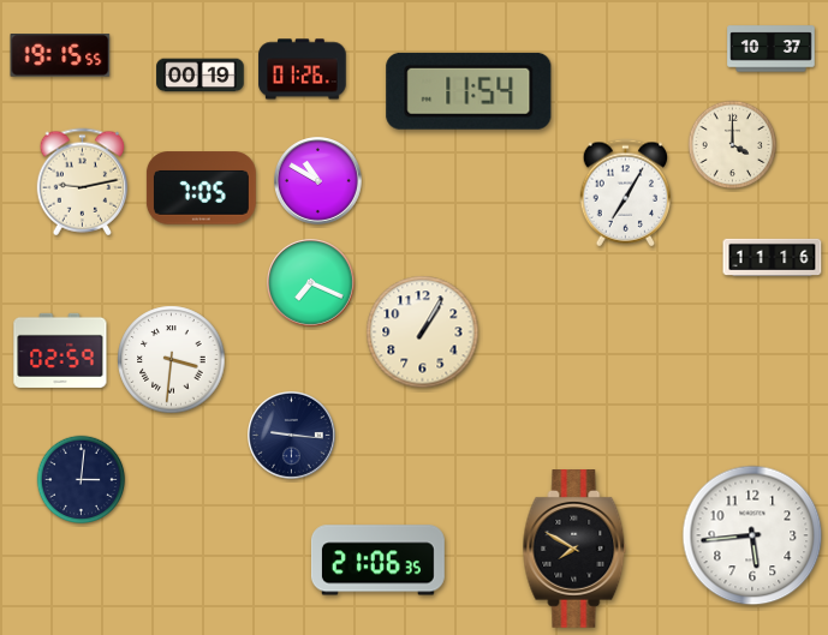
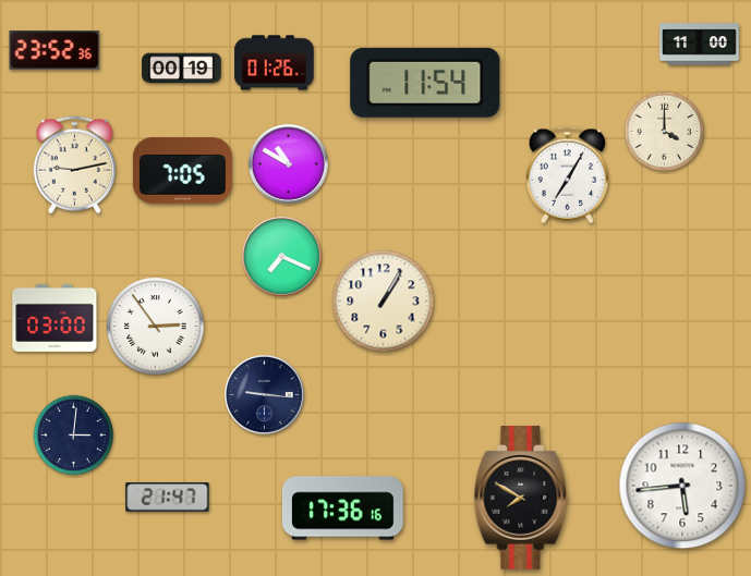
clock at (772, 49): 10:37 -> 11:00
clock at (60, 55): 19:15 -> 23:52
clock at (773, 257): 11:16 -> none
clock at (60, 351): 02:59 -> 03:00
clock at (172, 360): 3:31 -> 2:54
clock at (168, 498): none -> 21:47
clock at (377, 561): 21:06 -> 17:36
